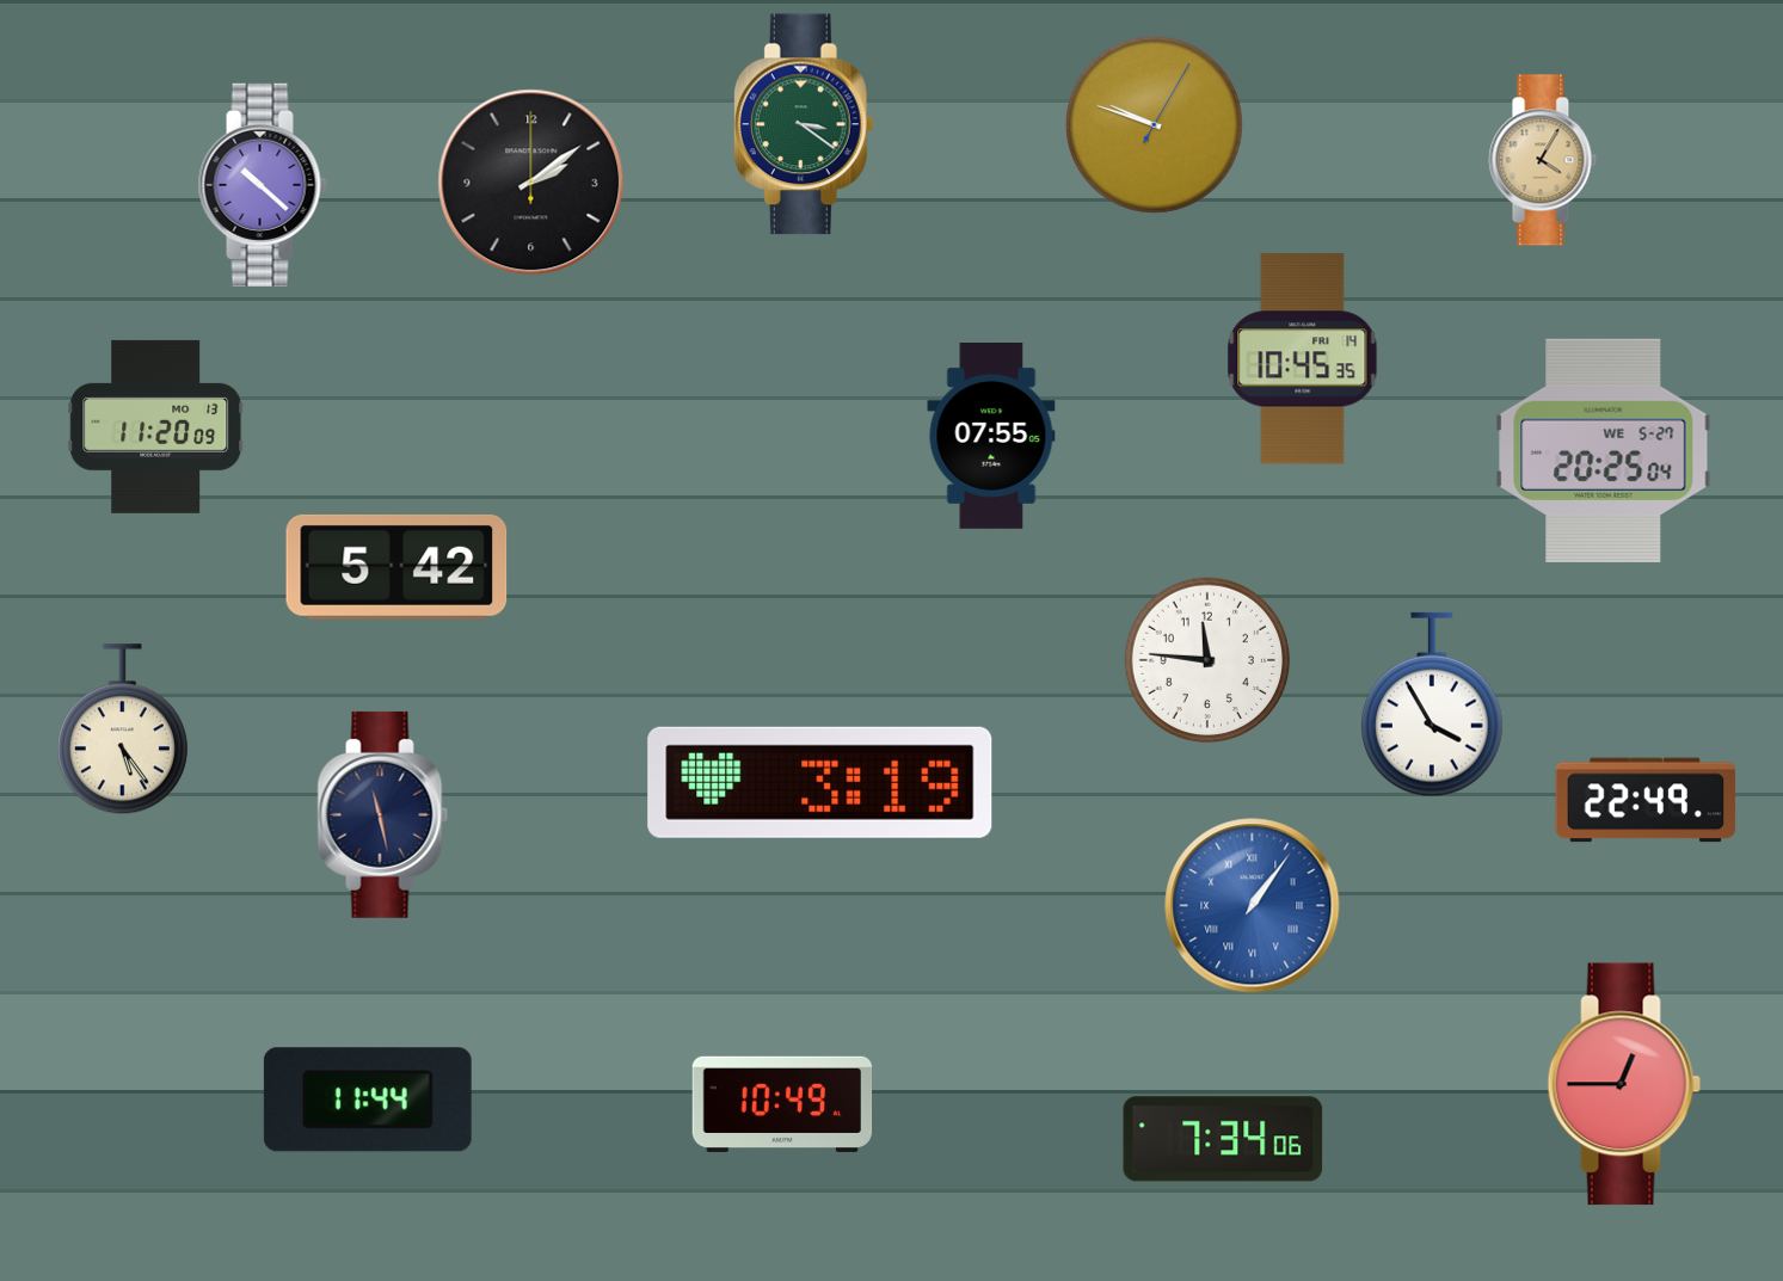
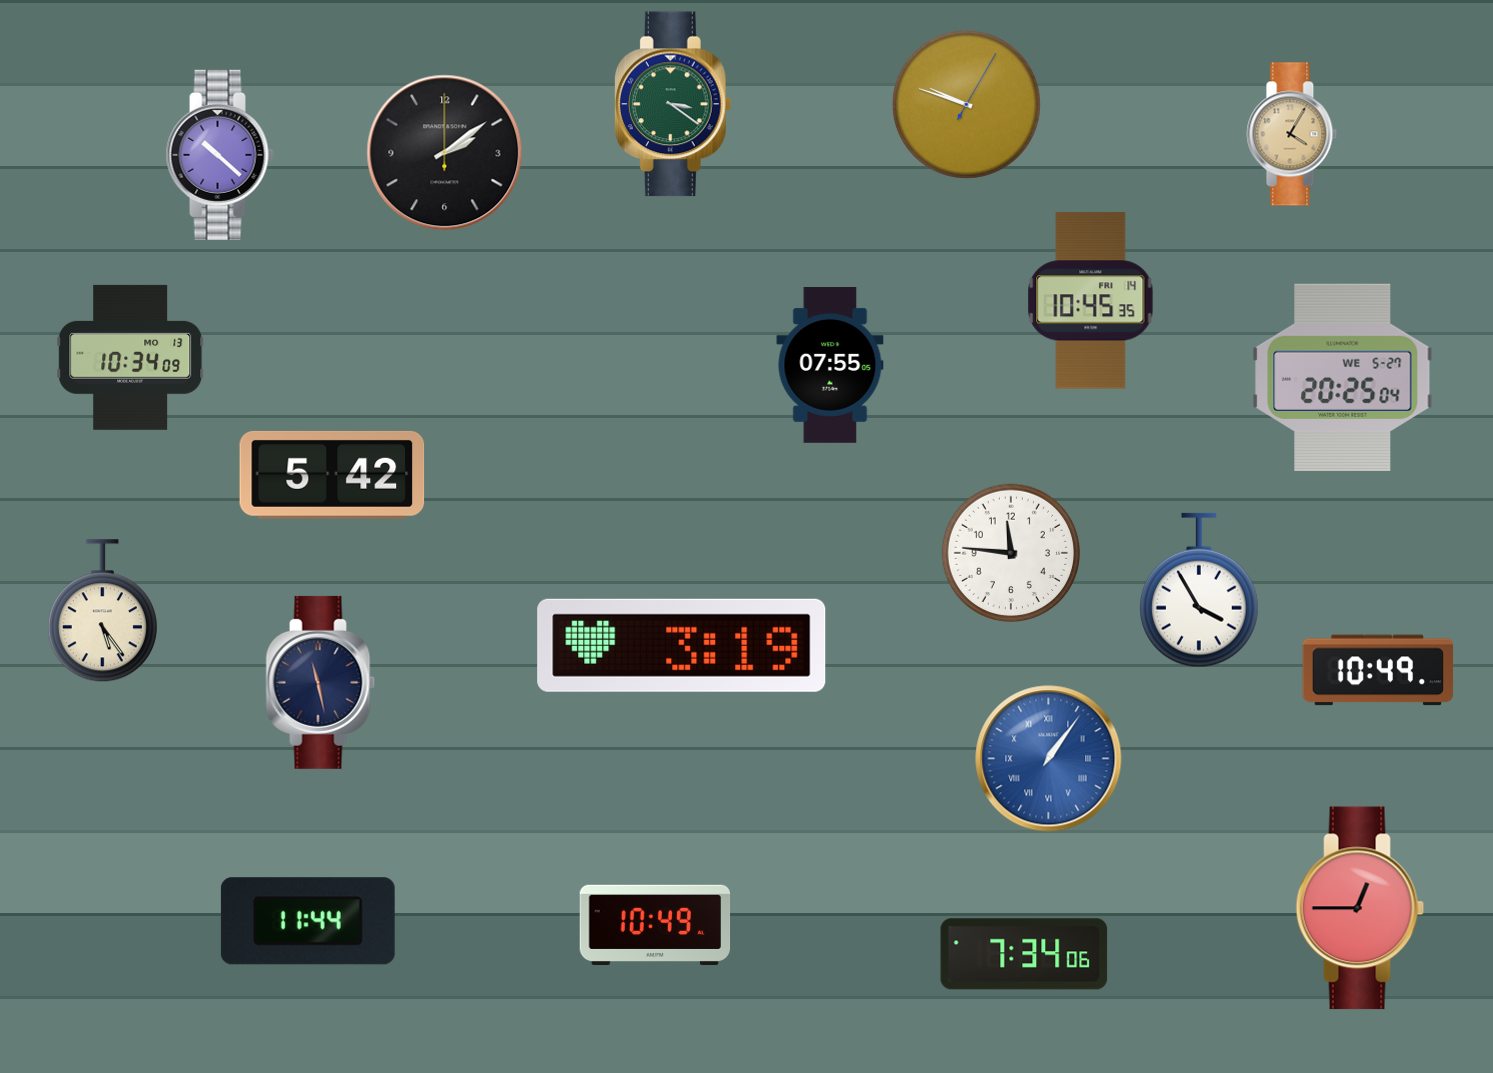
clock at (156, 426): 11:20 -> 10:34
clock at (820, 782) position: (820, 782) -> (682, 645)
clock at (1646, 800): 22:49 -> 10:49
